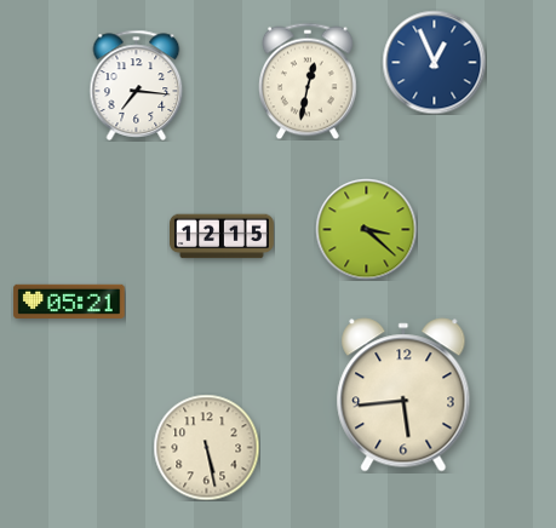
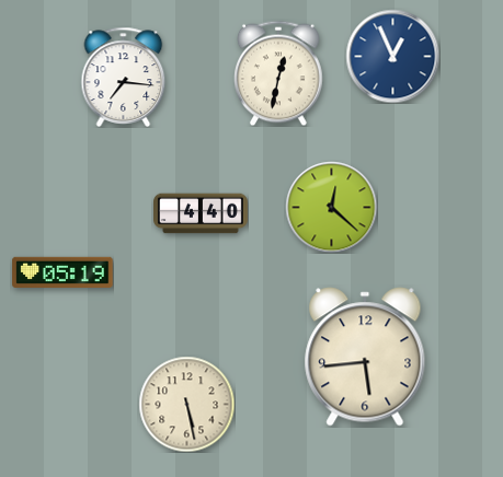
clock at (366, 229): 3:22 -> 12:22
clock at (223, 236): 12:15 -> 4:40
clock at (69, 302): 05:21 -> 05:19
